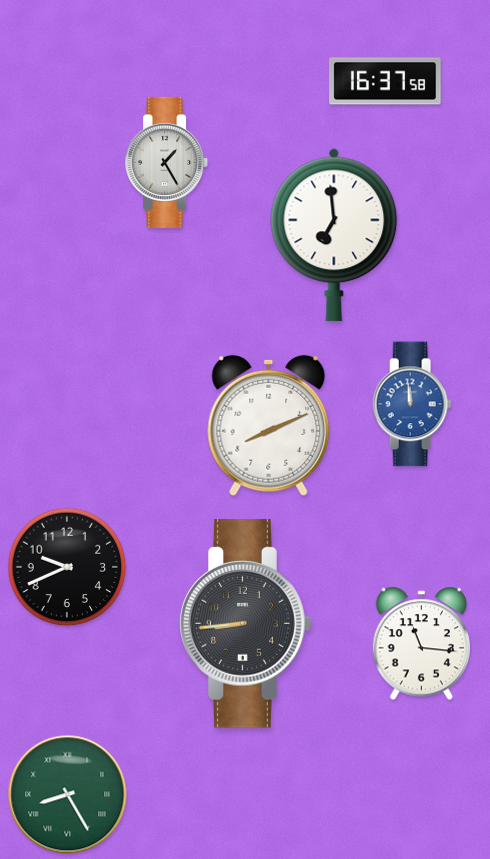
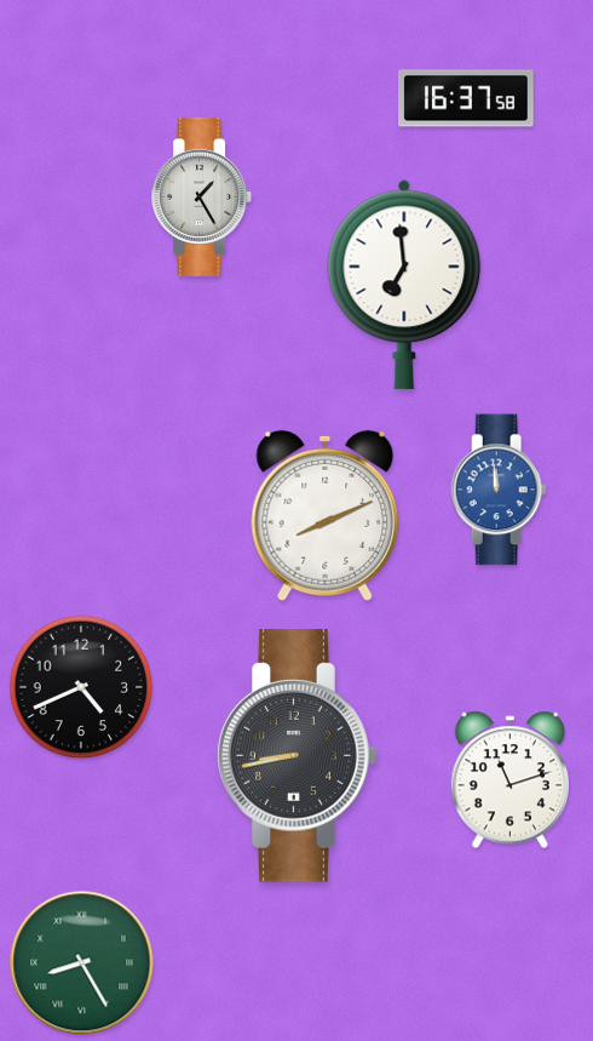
clock at (67, 567): 9:41 -> 4:41
clock at (246, 624): 8:44 -> 8:43
clock at (421, 644): 11:16 -> 11:12
